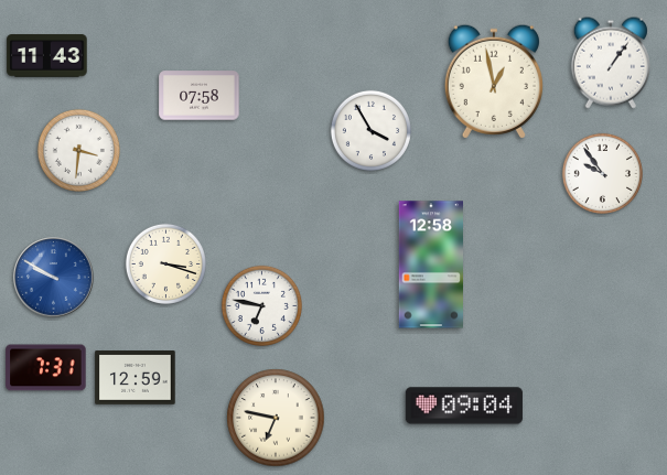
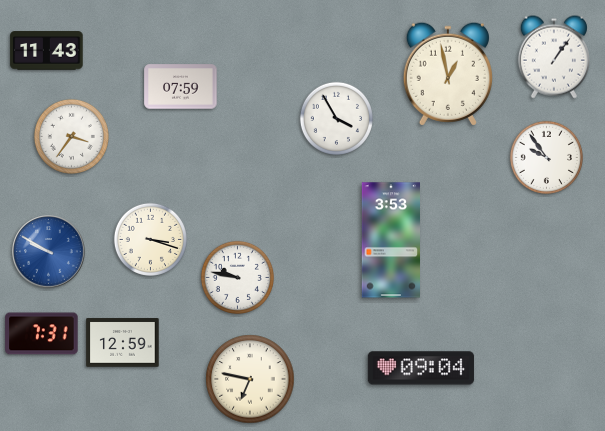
clock at (47, 56) position: (47, 56) -> (47, 51)
clock at (200, 96): 07:58 -> 07:59
clock at (78, 150): 3:31 -> 3:36
clock at (430, 265): 12:58 -> 3:53
clock at (261, 305): 6:47 -> 9:47
